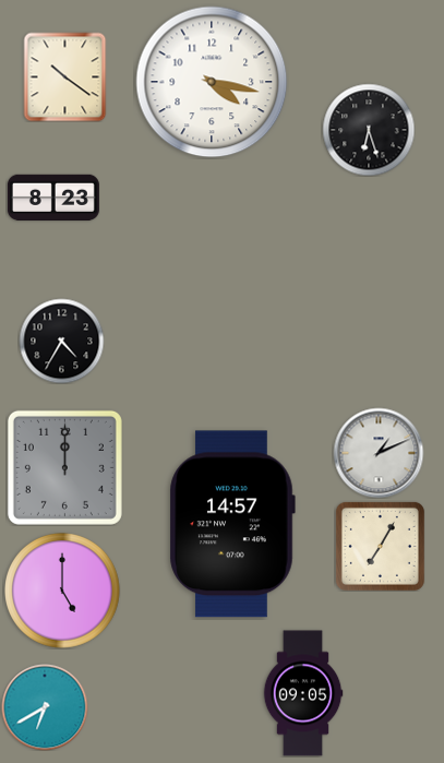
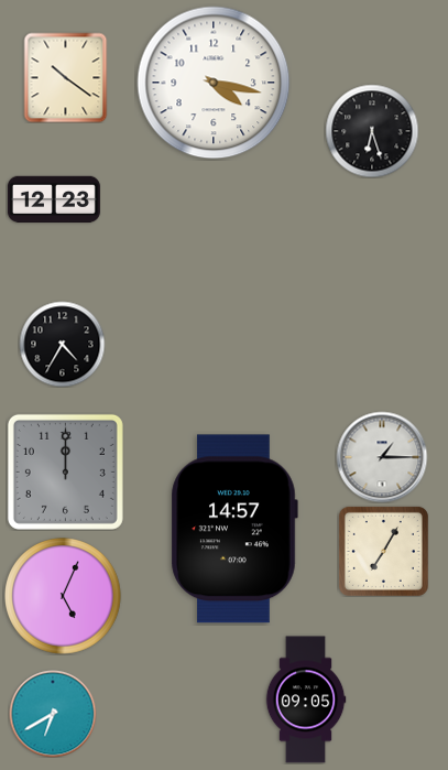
clock at (53, 196): 8:23 -> 12:23
clock at (379, 453): 1:11 -> 1:15
clock at (62, 591): 5:00 -> 5:04
clock at (45, 707) position: (45, 707) -> (53, 714)
